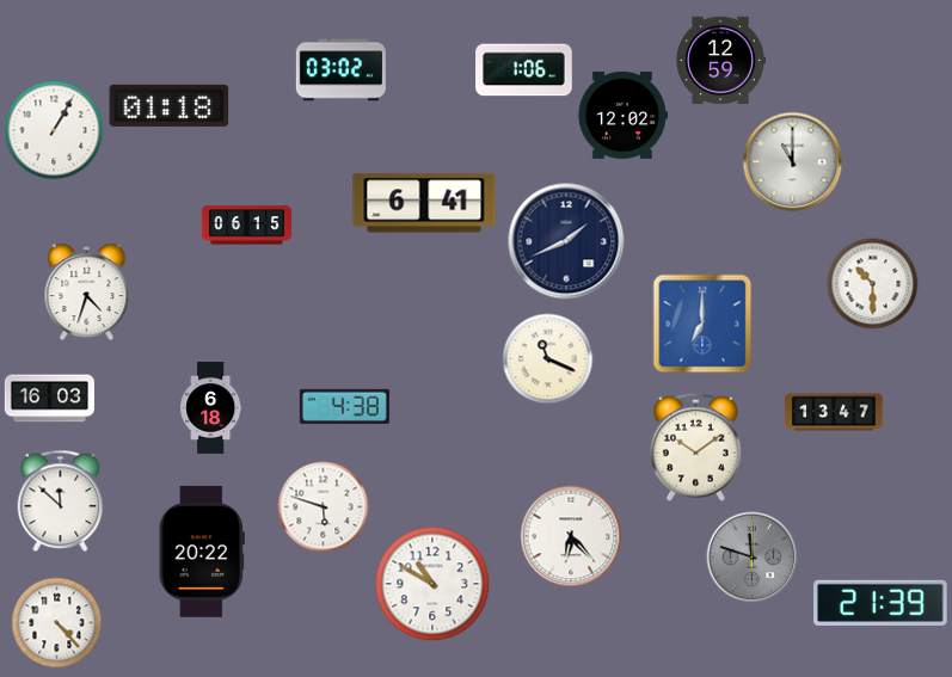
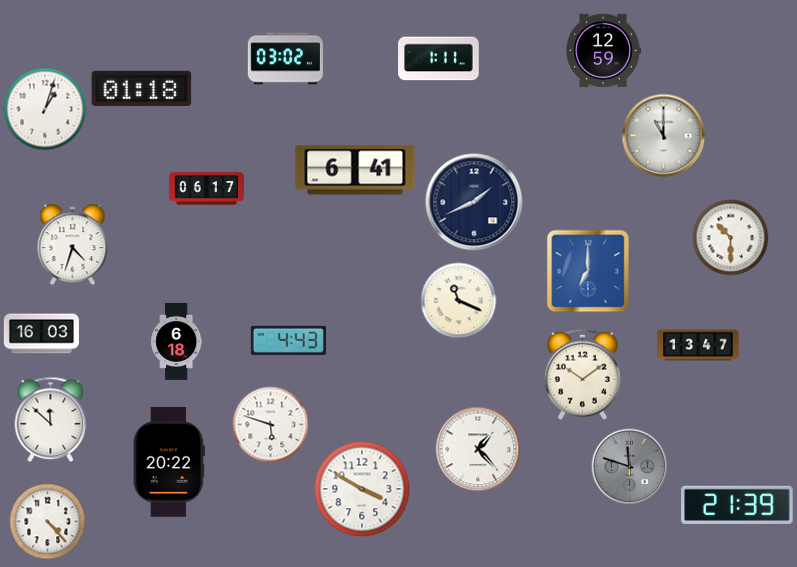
clock at (524, 70): 1:06 -> 1:11
clock at (622, 115): 12:02 -> none
clock at (54, 130): 1:05 -> 1:03
clock at (246, 226): 06:15 -> 06:17
clock at (344, 406): 4:38 -> 4:43
clock at (571, 536): 6:23 -> 1:23
clock at (432, 584): 10:50 -> 3:50
